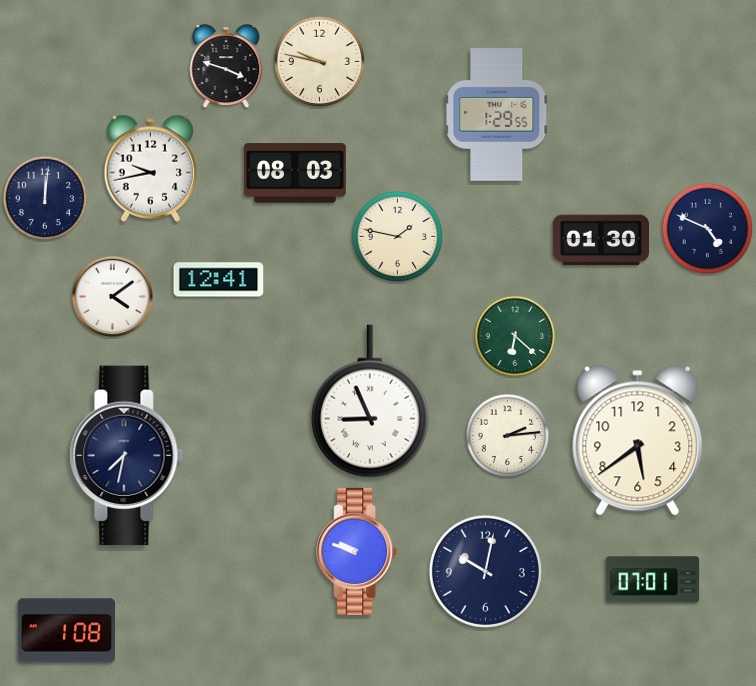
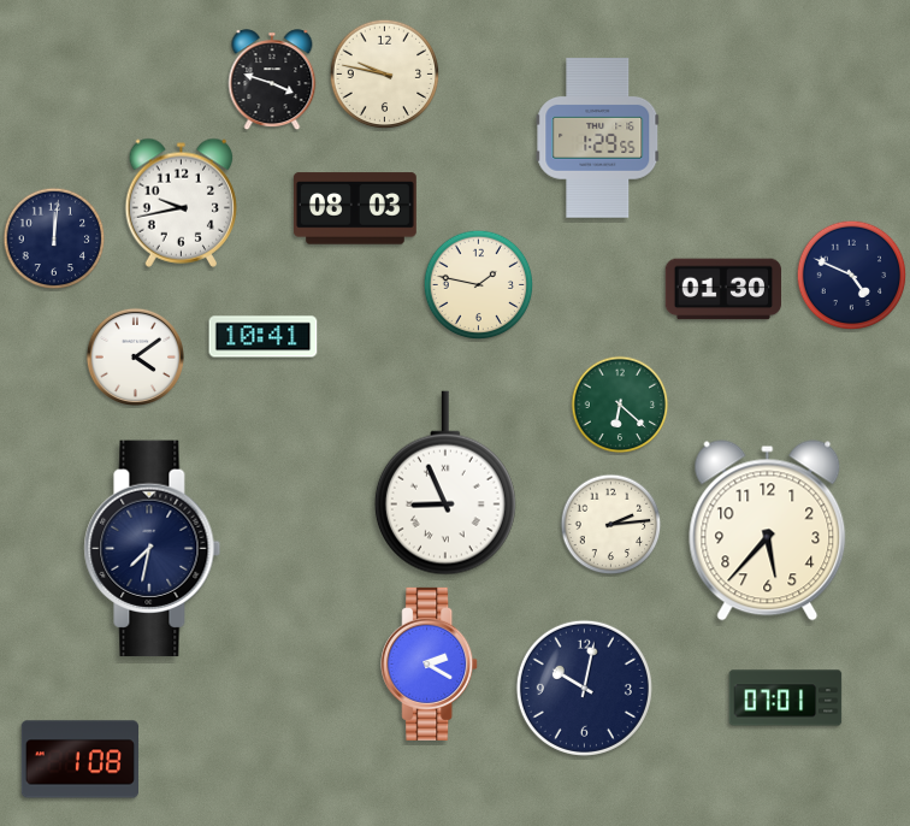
clock at (219, 280): 12:41 -> 10:41
clock at (638, 441): 5:39 -> 5:37
clock at (357, 551): 9:48 -> 2:20
